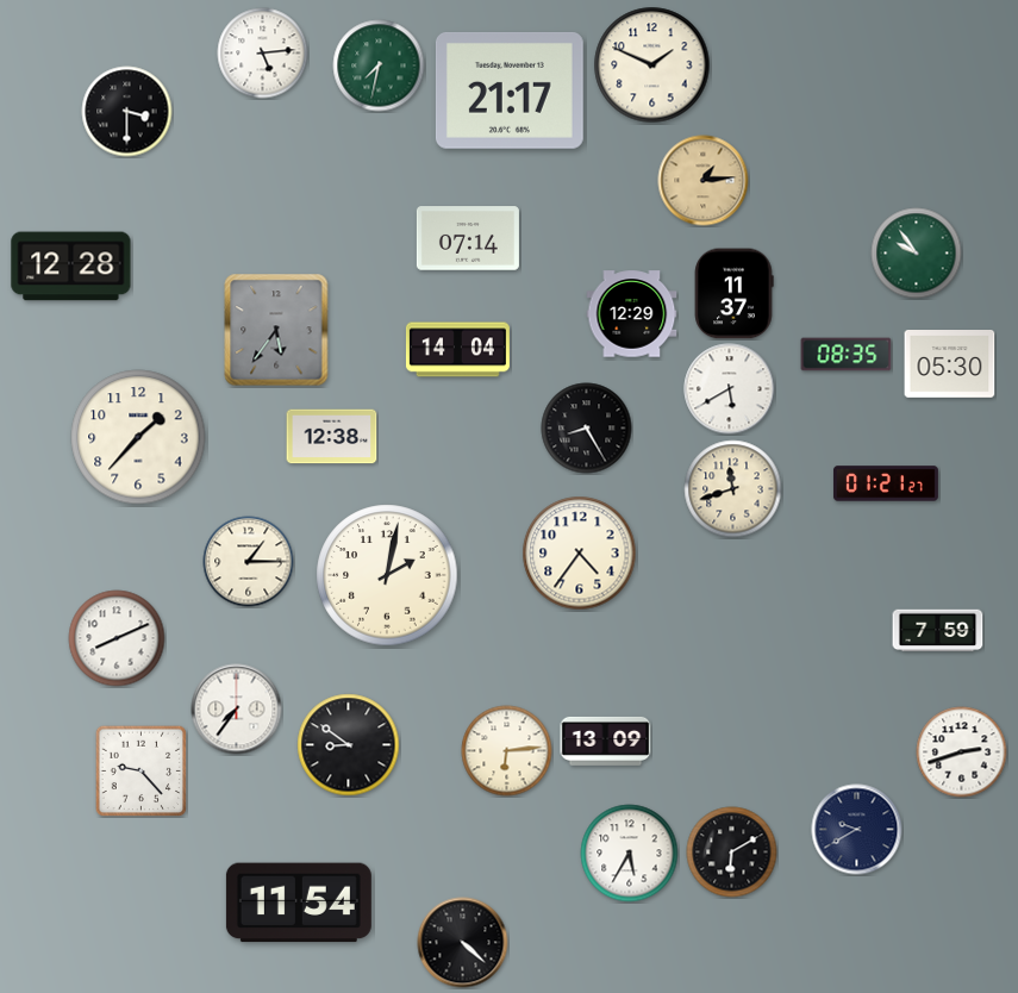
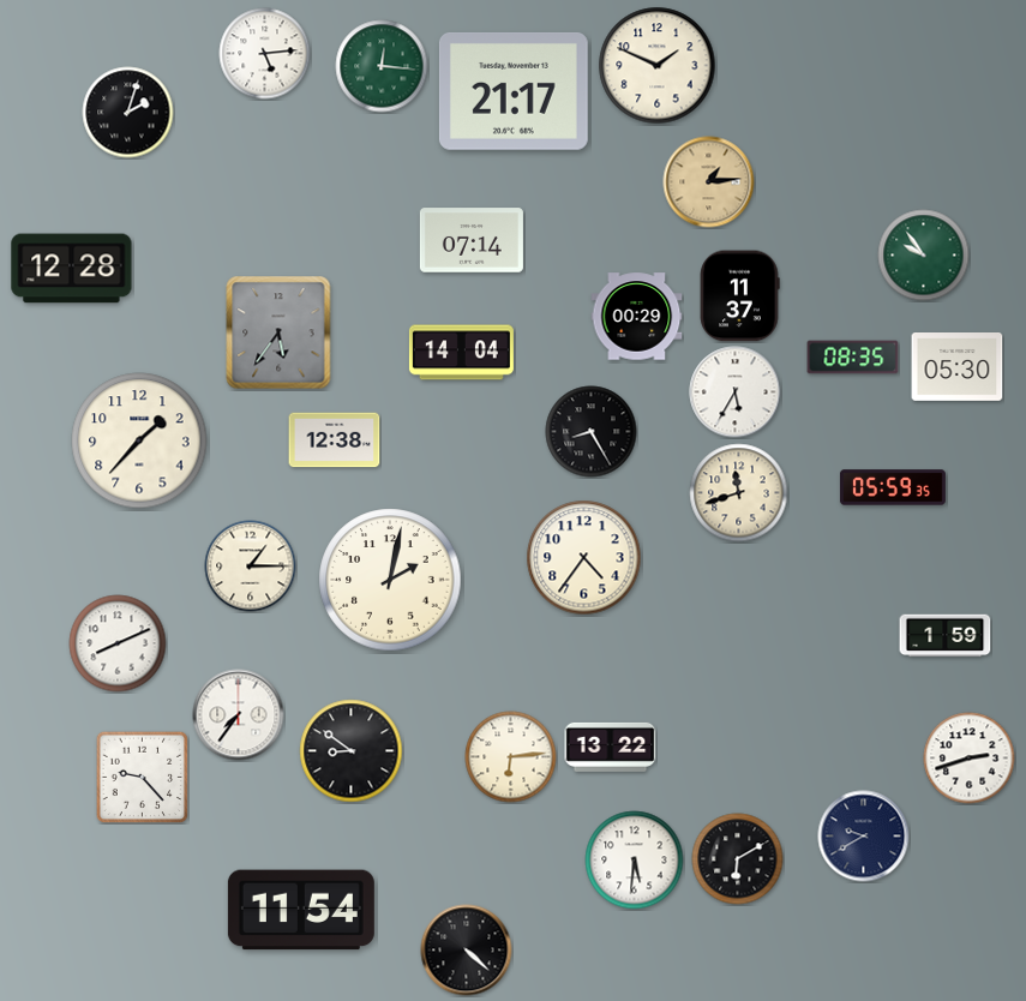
clock at (379, 65): 7:32 -> 12:16
clock at (127, 112): 3:30 -> 2:03
clock at (632, 314): 12:29 -> 00:29
clock at (730, 389): 5:40 -> 5:35
clock at (886, 483): 01:21 -> 05:59
clock at (938, 631): 7:59 -> 1:59
clock at (606, 741): 13:09 -> 13:22
clock at (630, 854): 5:35 -> 5:31
